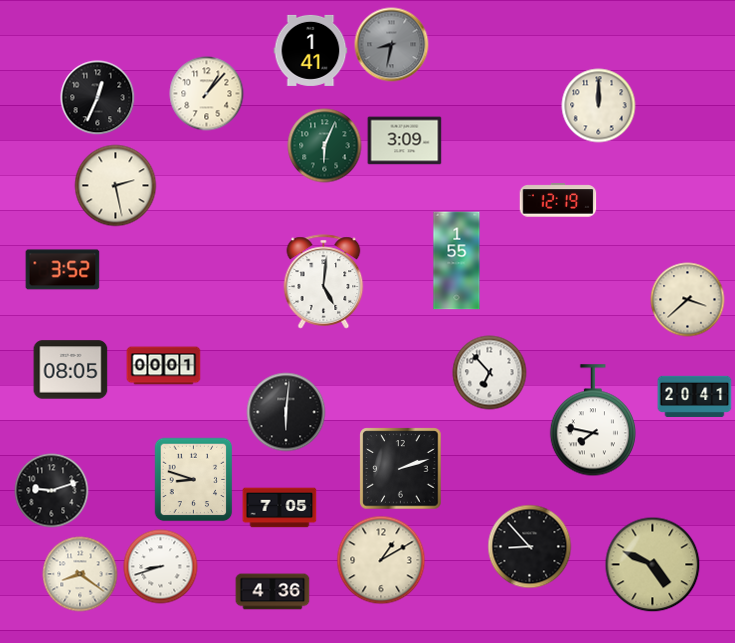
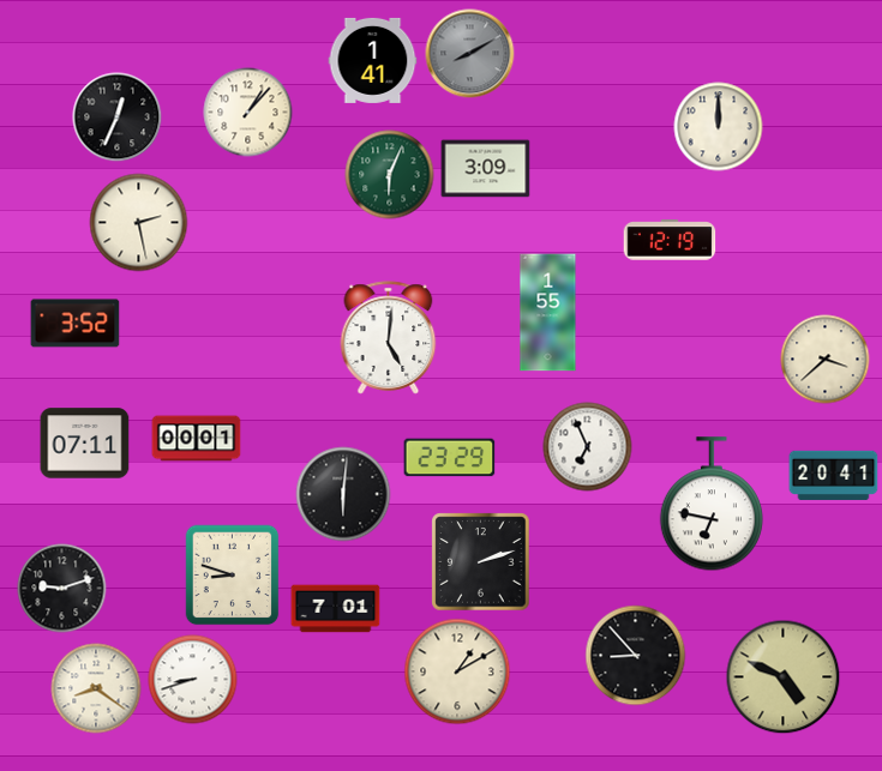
clock at (392, 45): 8:32 -> 8:10
clock at (71, 370): 08:05 -> 07:11
clock at (490, 373): 6:53 -> 6:56
clock at (450, 458): none -> 23:29
clock at (593, 421): 7:47 -> 6:47
clock at (280, 508): 7:05 -> 7:01
clock at (273, 592): 4:36 -> none
